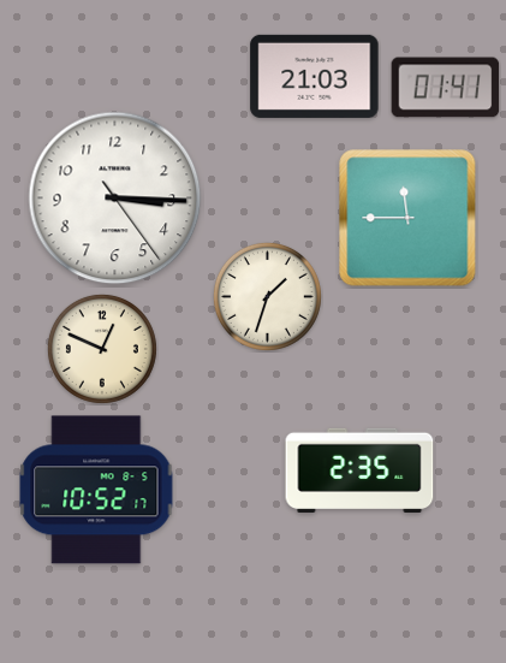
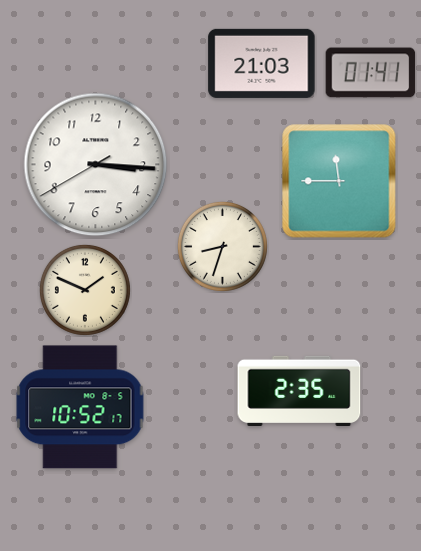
clock at (115, 199): 3:15:24 -> 3:15:40
clock at (267, 296): 1:33 -> 8:33
clock at (102, 349): 12:49 -> 1:49
